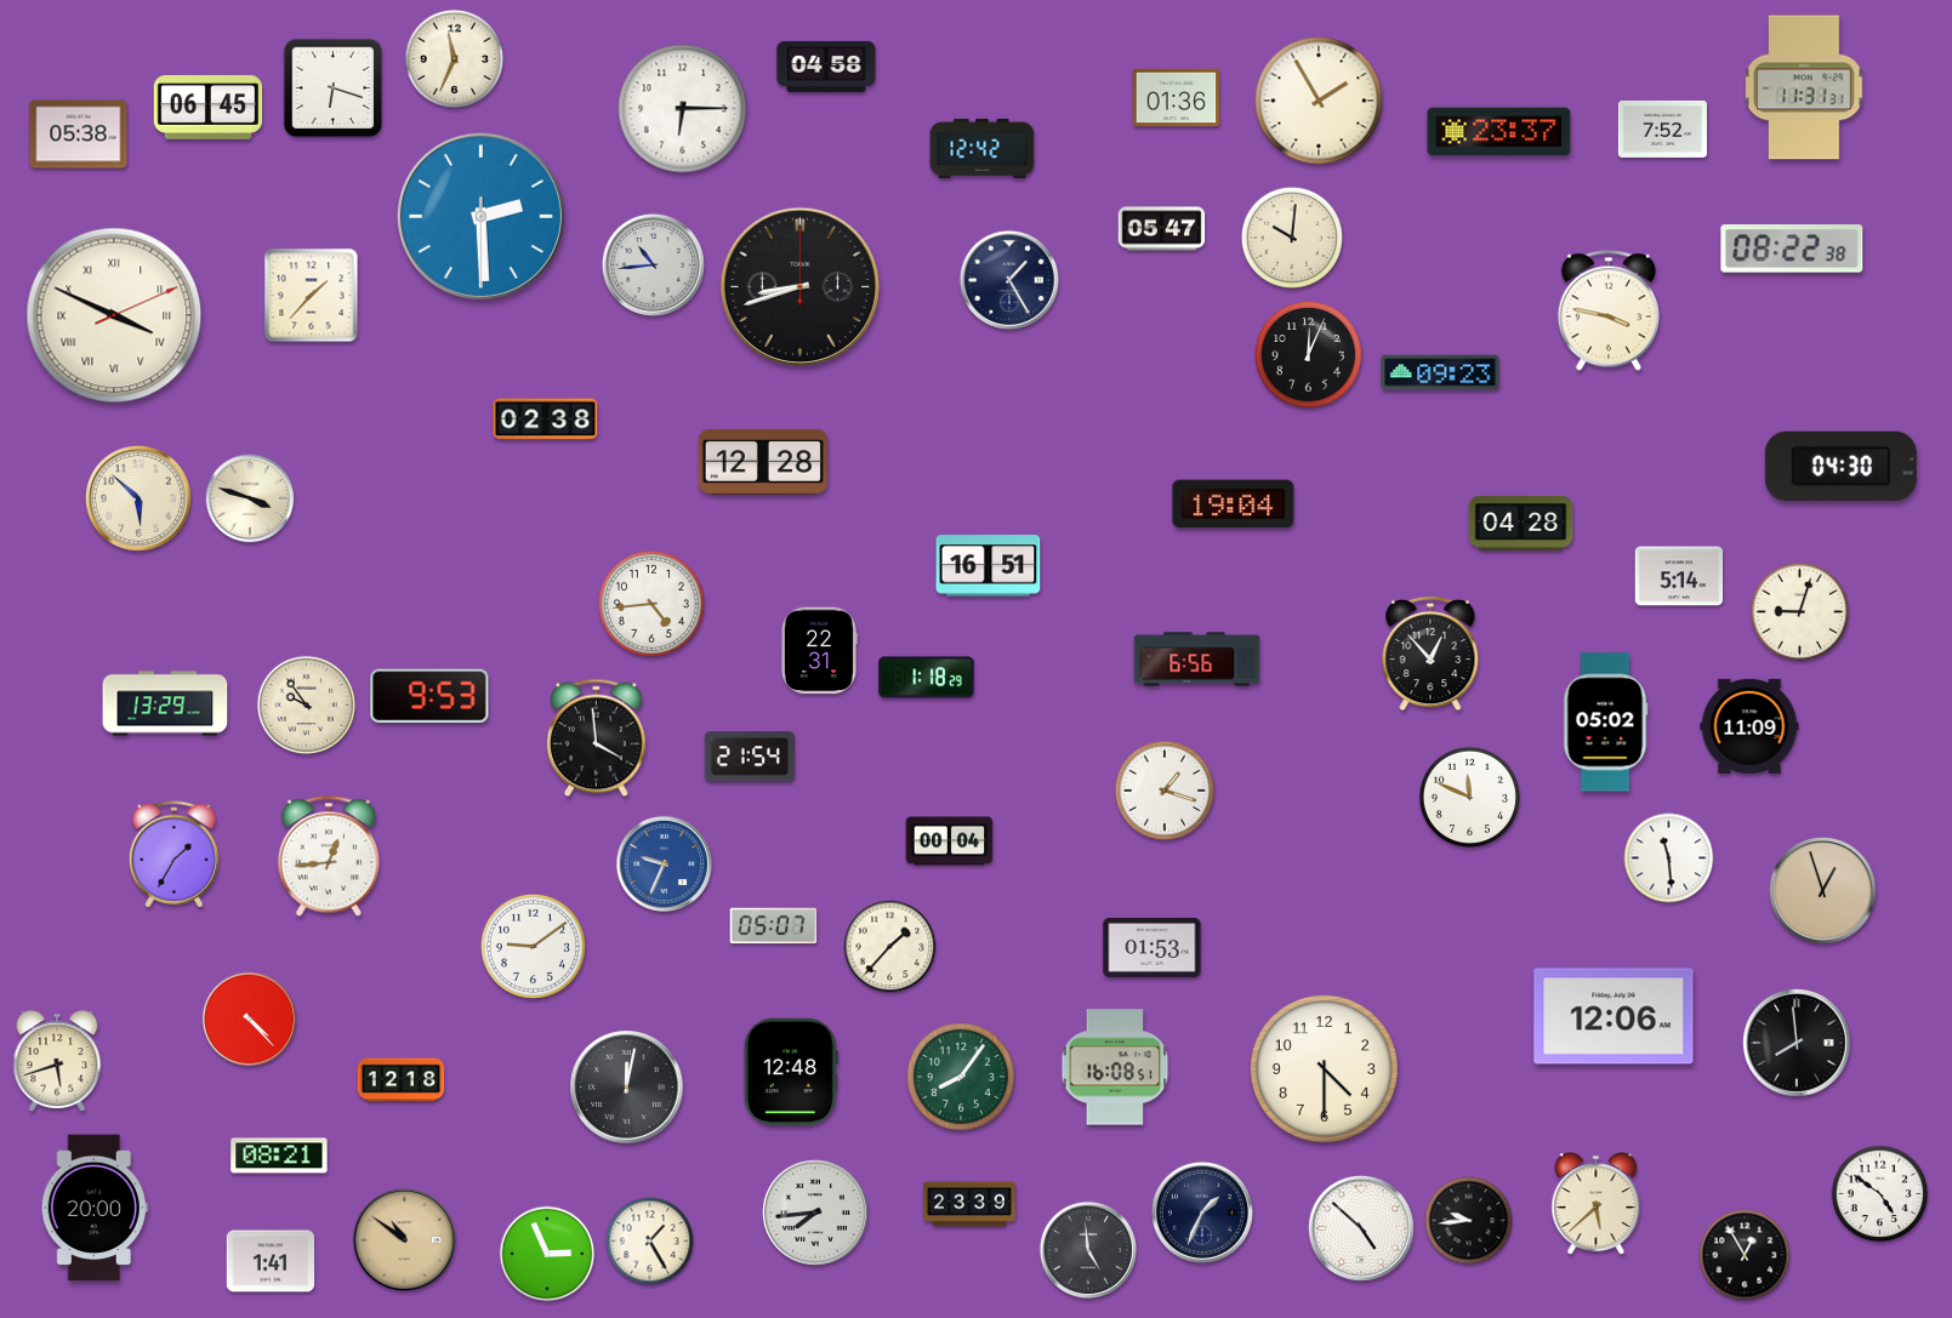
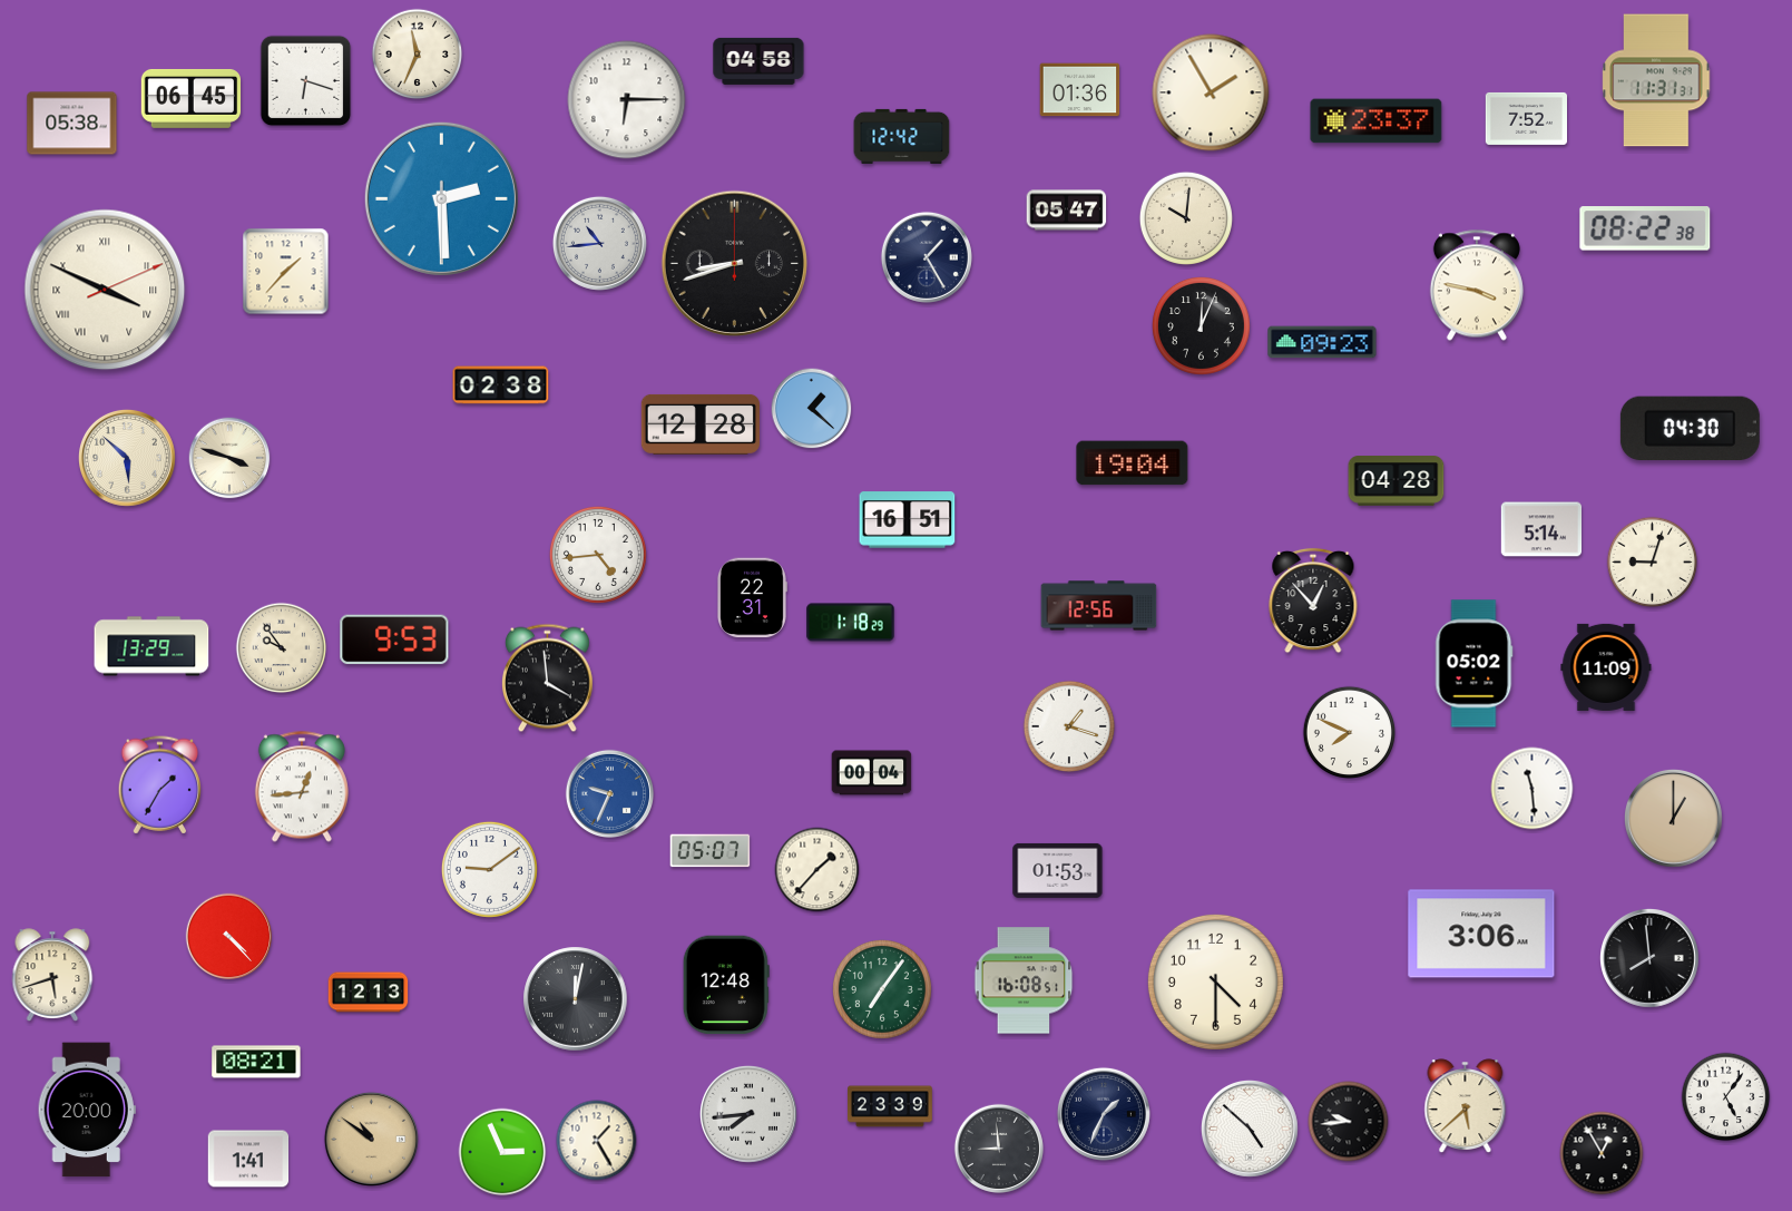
clock at (812, 409): none -> 1:22
clock at (1197, 660): 6:56 -> 12:56
clock at (750, 757): 21:54 -> none
clock at (1469, 797): 11:49 -> 7:49
clock at (1822, 890): 12:57 -> 1:00
clock at (1614, 1016): 12:06 -> 3:06
clock at (962, 1078): 8:06 -> 7:06
clock at (402, 1080): 12:18 -> 12:13
clock at (1880, 1194): 4:51 -> 5:06
clock at (1088, 1250): 4:59 -> 8:59
